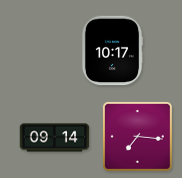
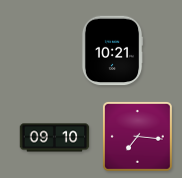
clock at (112, 51): 10:17 -> 10:21
clock at (55, 138): 09:14 -> 09:10
